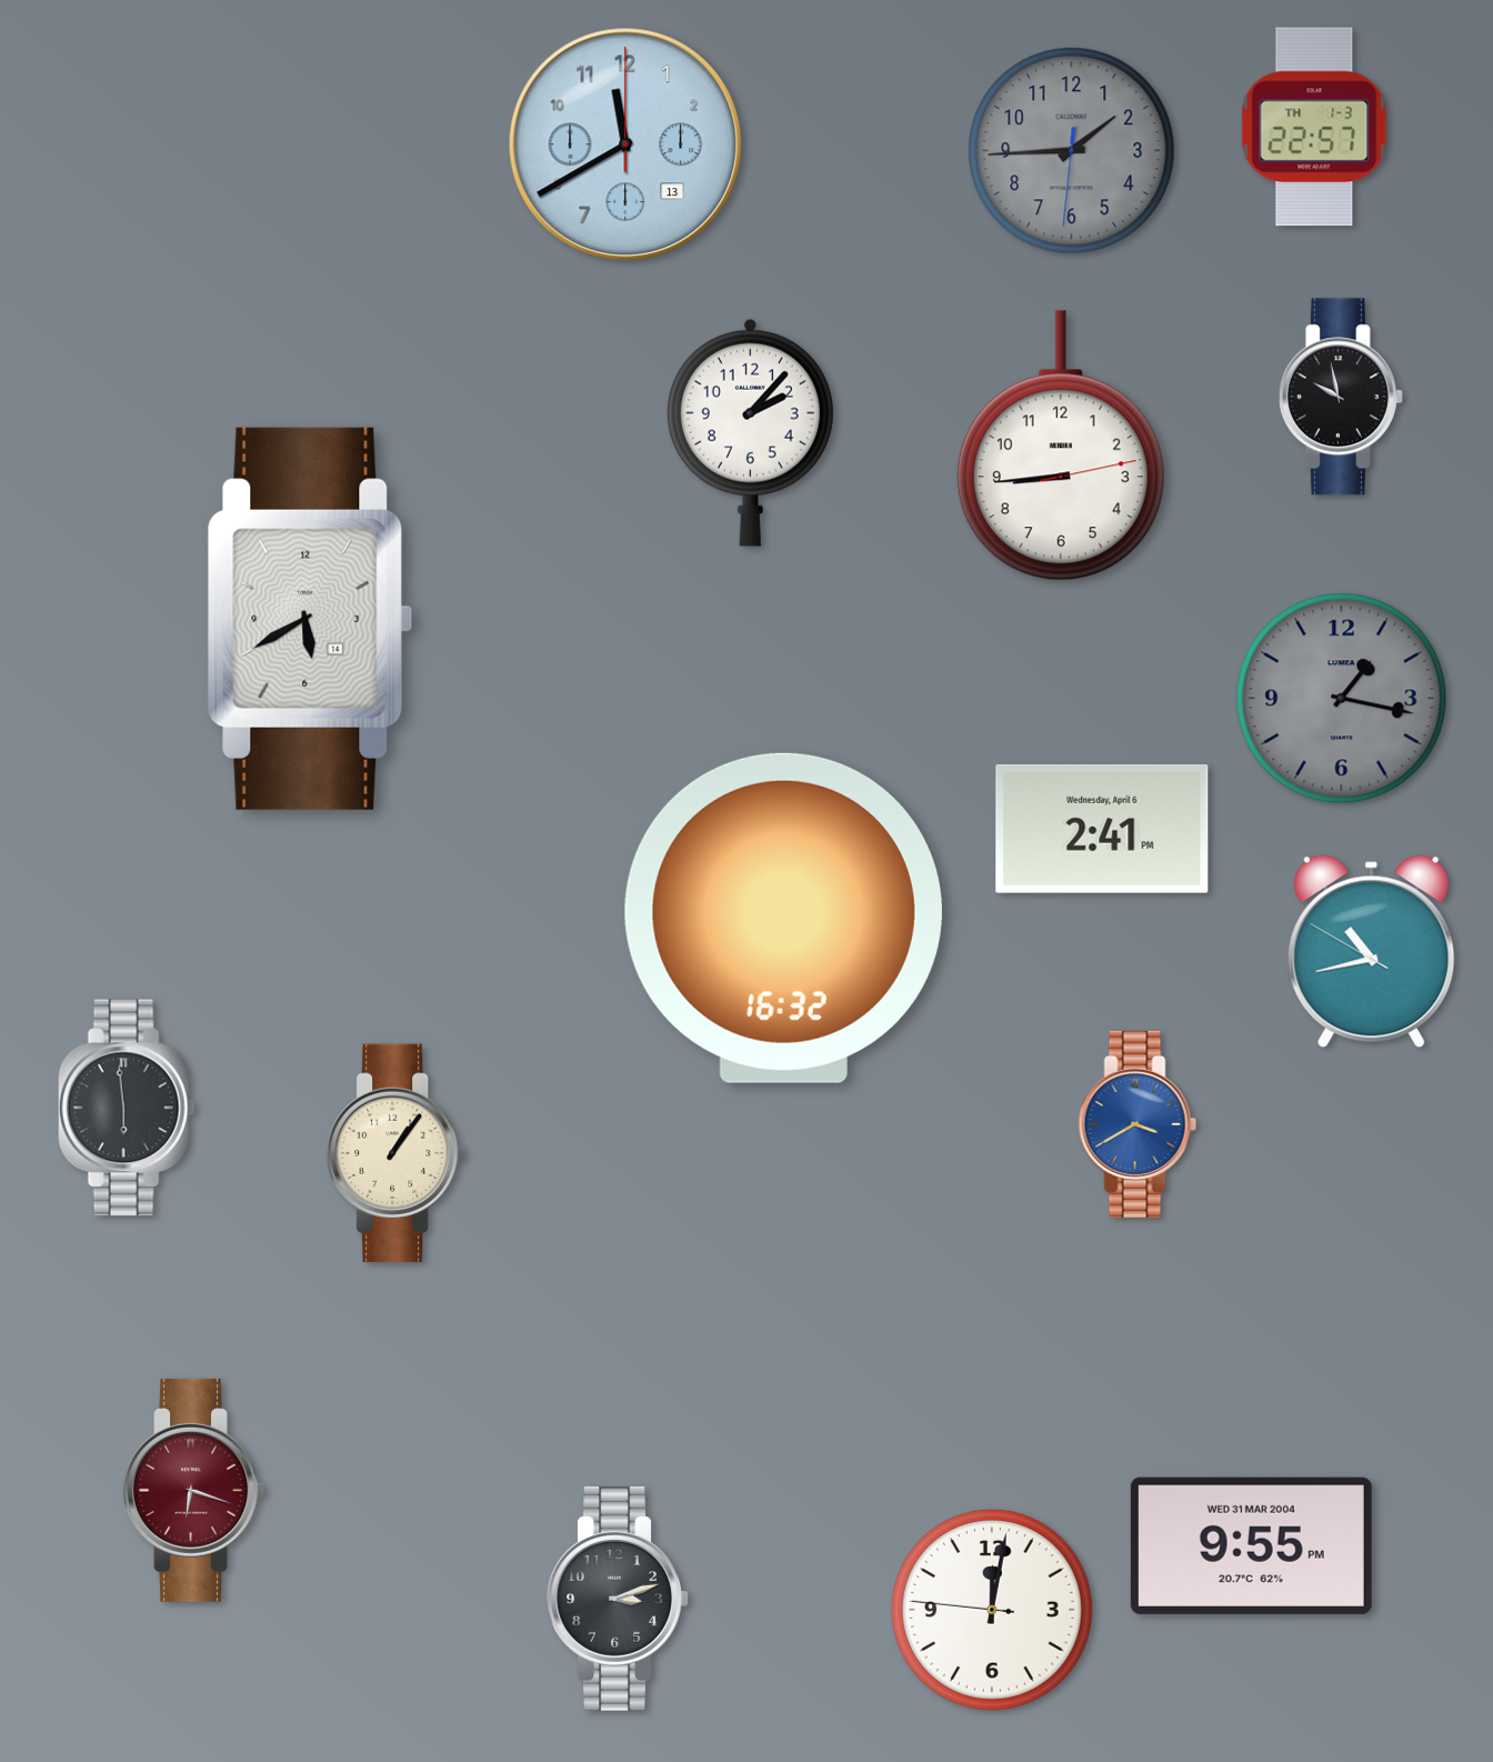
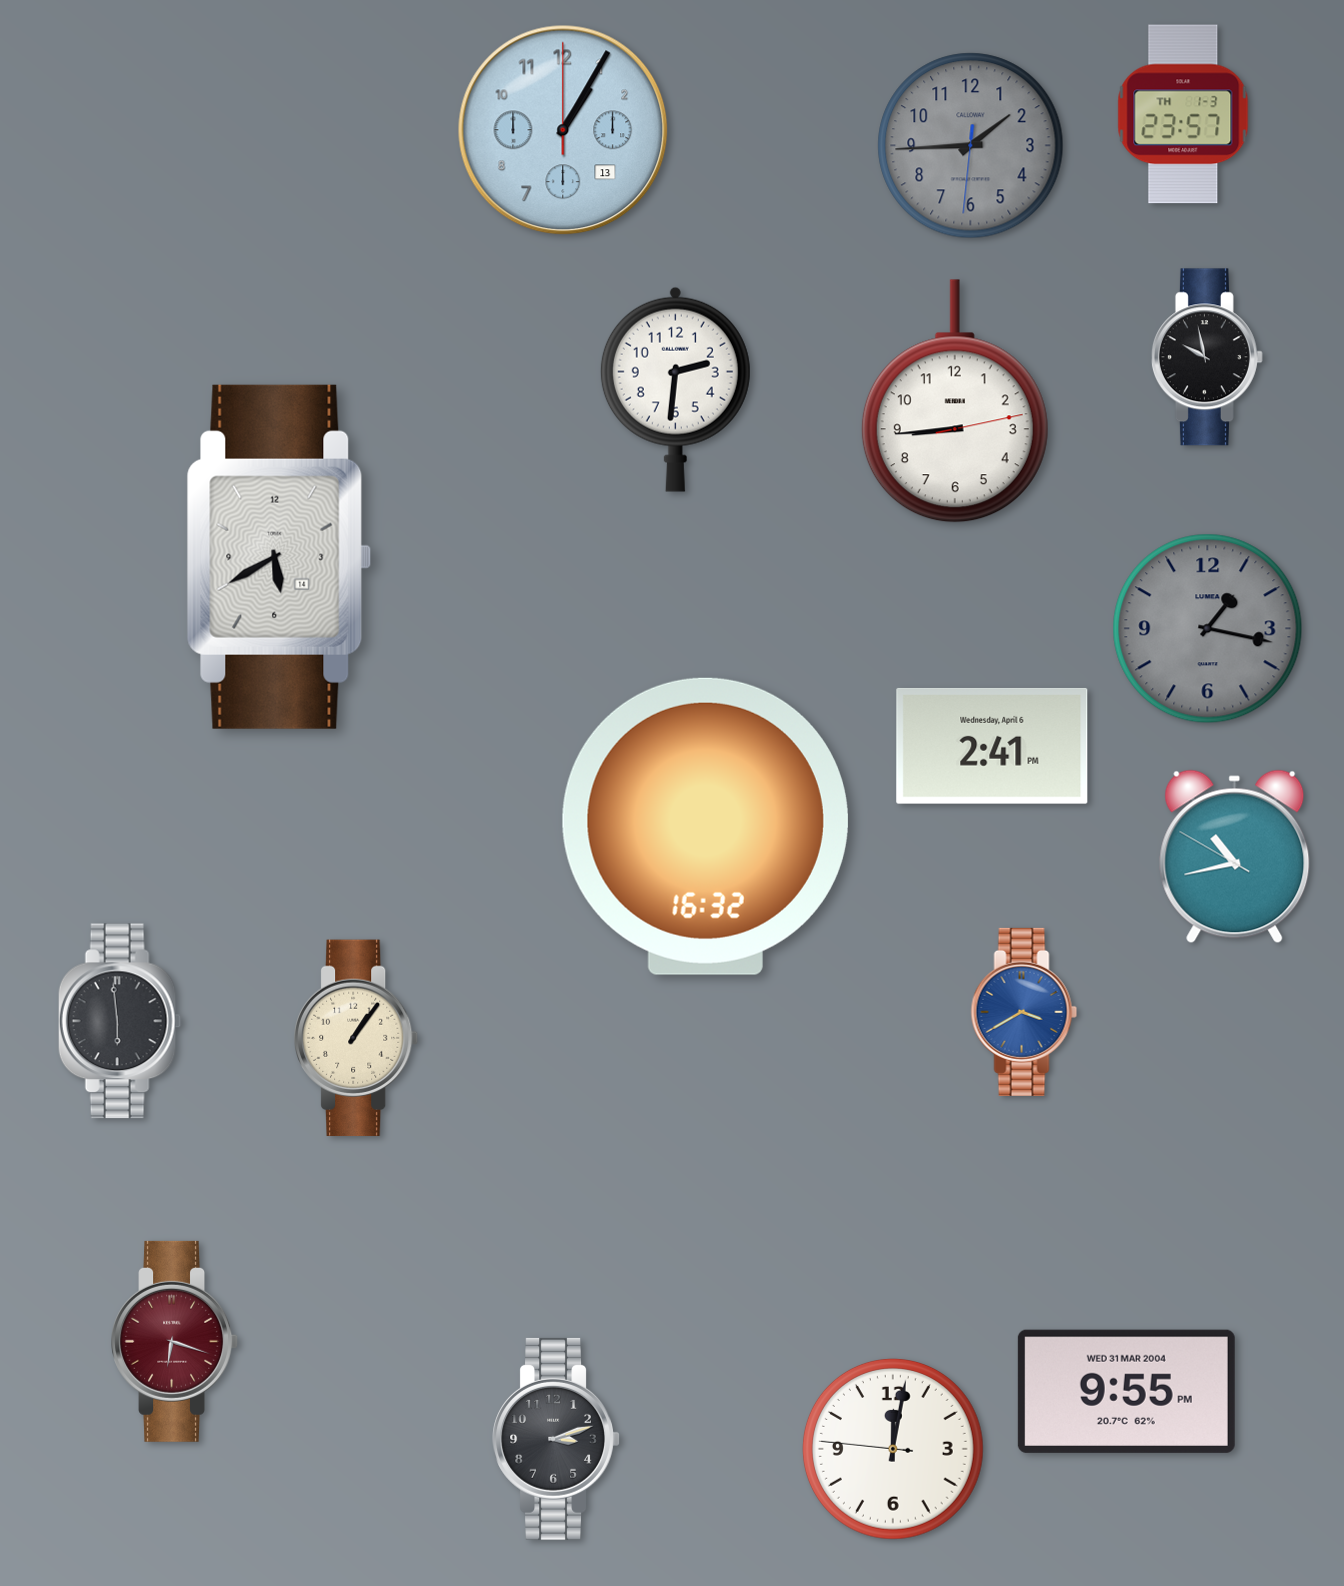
clock at (1314, 127): 22:57 -> 23:57
clock at (625, 144): 11:40 -> 1:05
clock at (1072, 151) position: (1072, 151) -> (971, 146)
clock at (750, 432): 2:07 -> 2:31
clock at (127, 1108) position: (127, 1108) -> (120, 1021)
